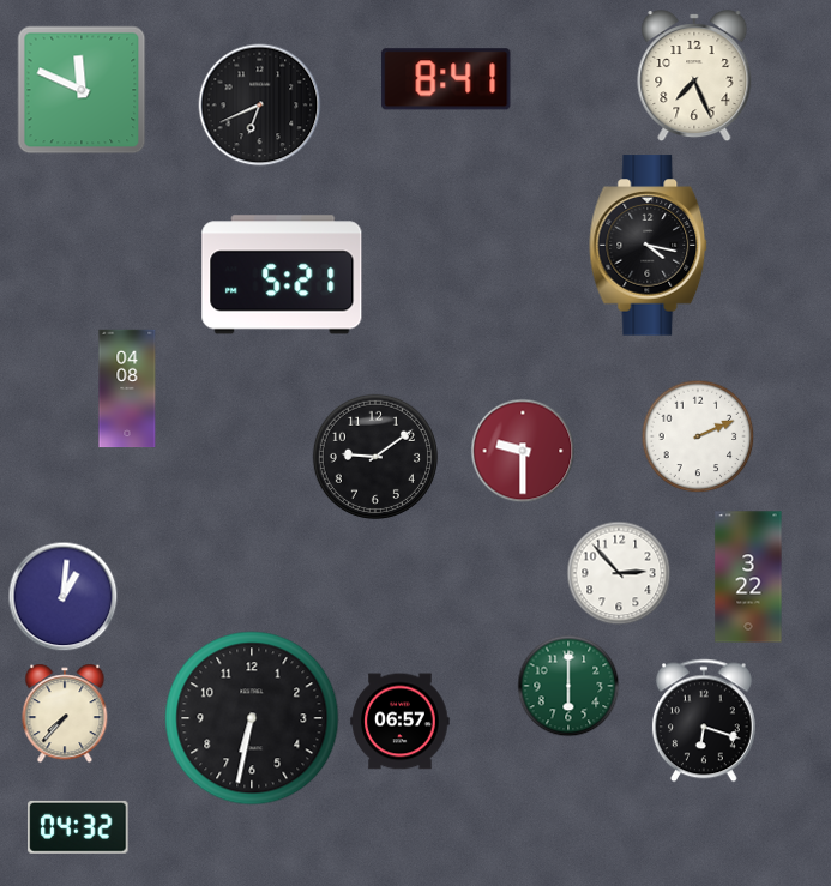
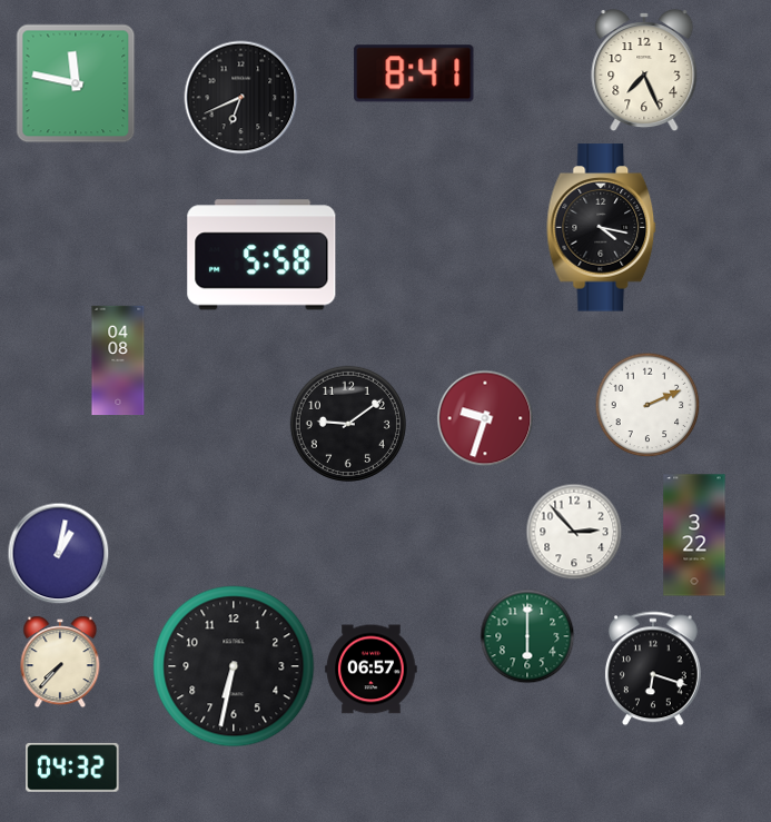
clock at (82, 90): 11:49 -> 11:47
clock at (282, 275): 5:21 -> 5:58
clock at (523, 451): 9:30 -> 9:33
clock at (64, 597): 1:01 -> 1:02
